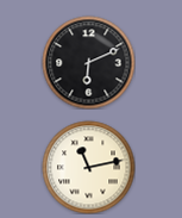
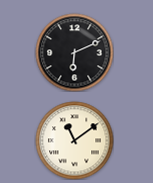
clock at (88, 167): 11:13 -> 11:09
